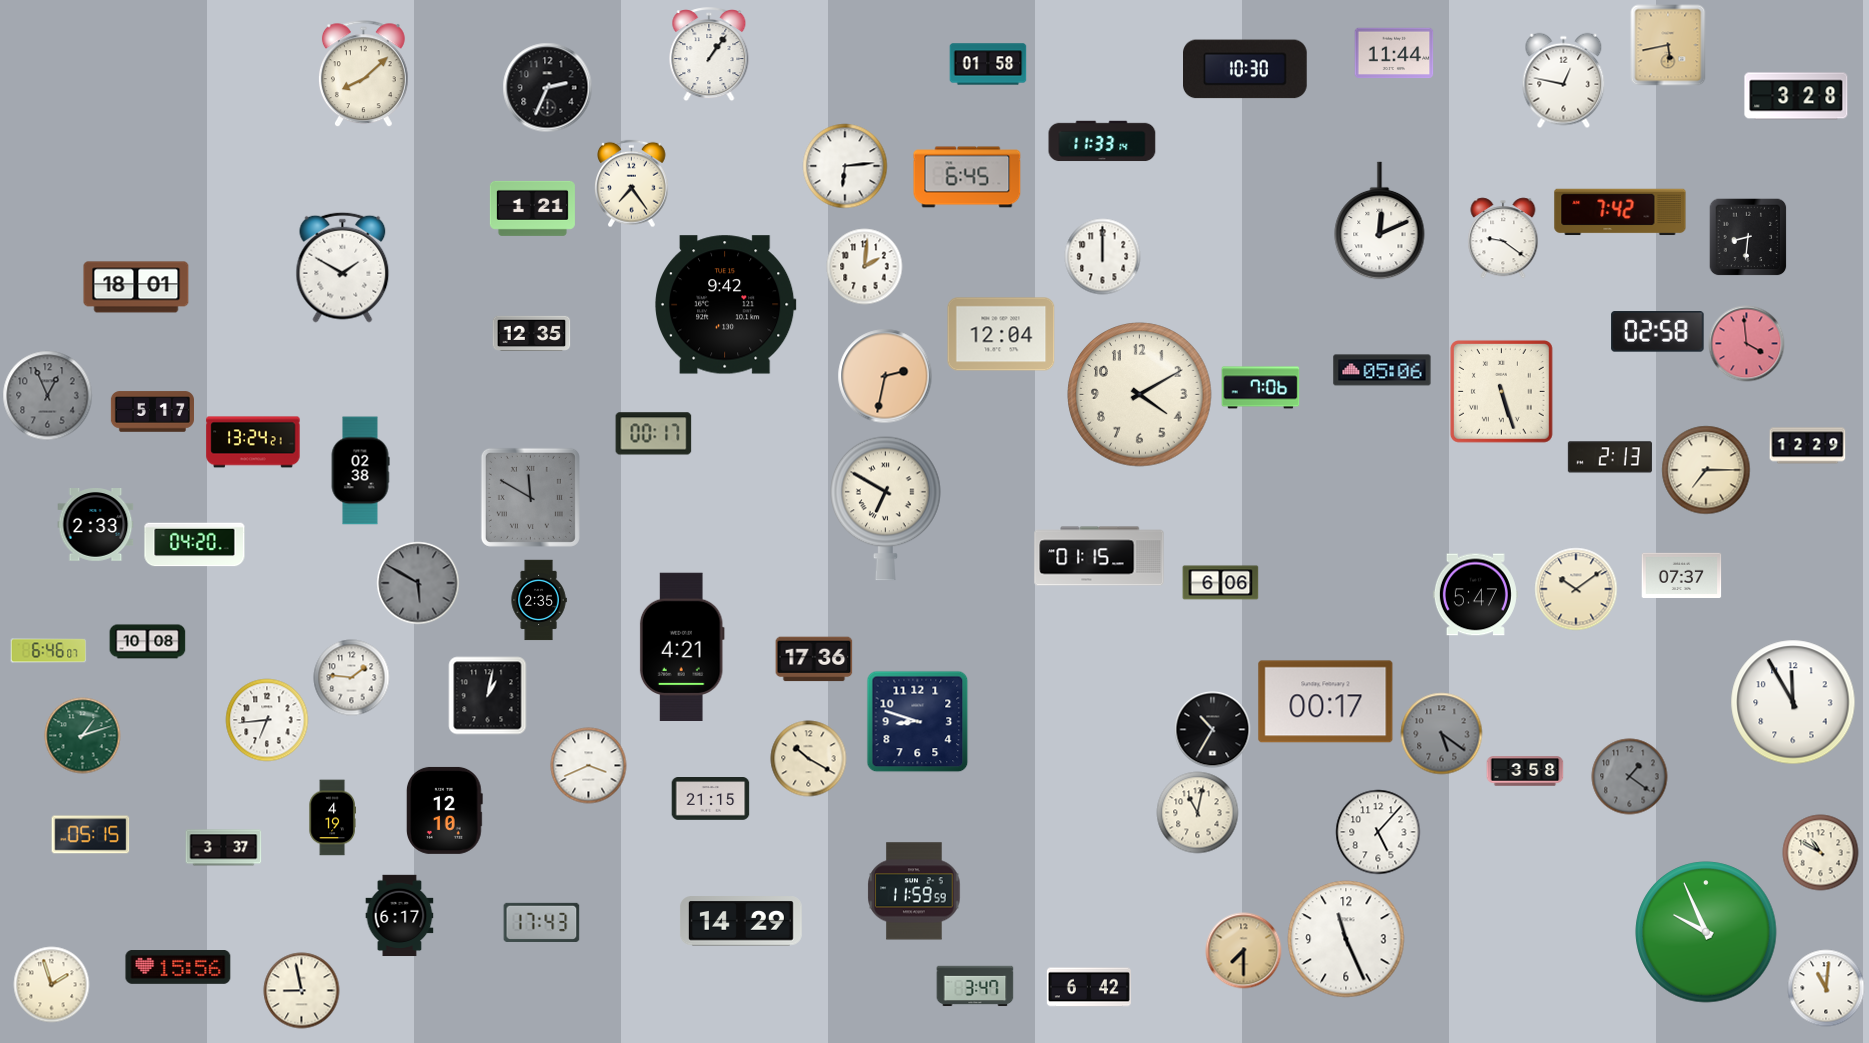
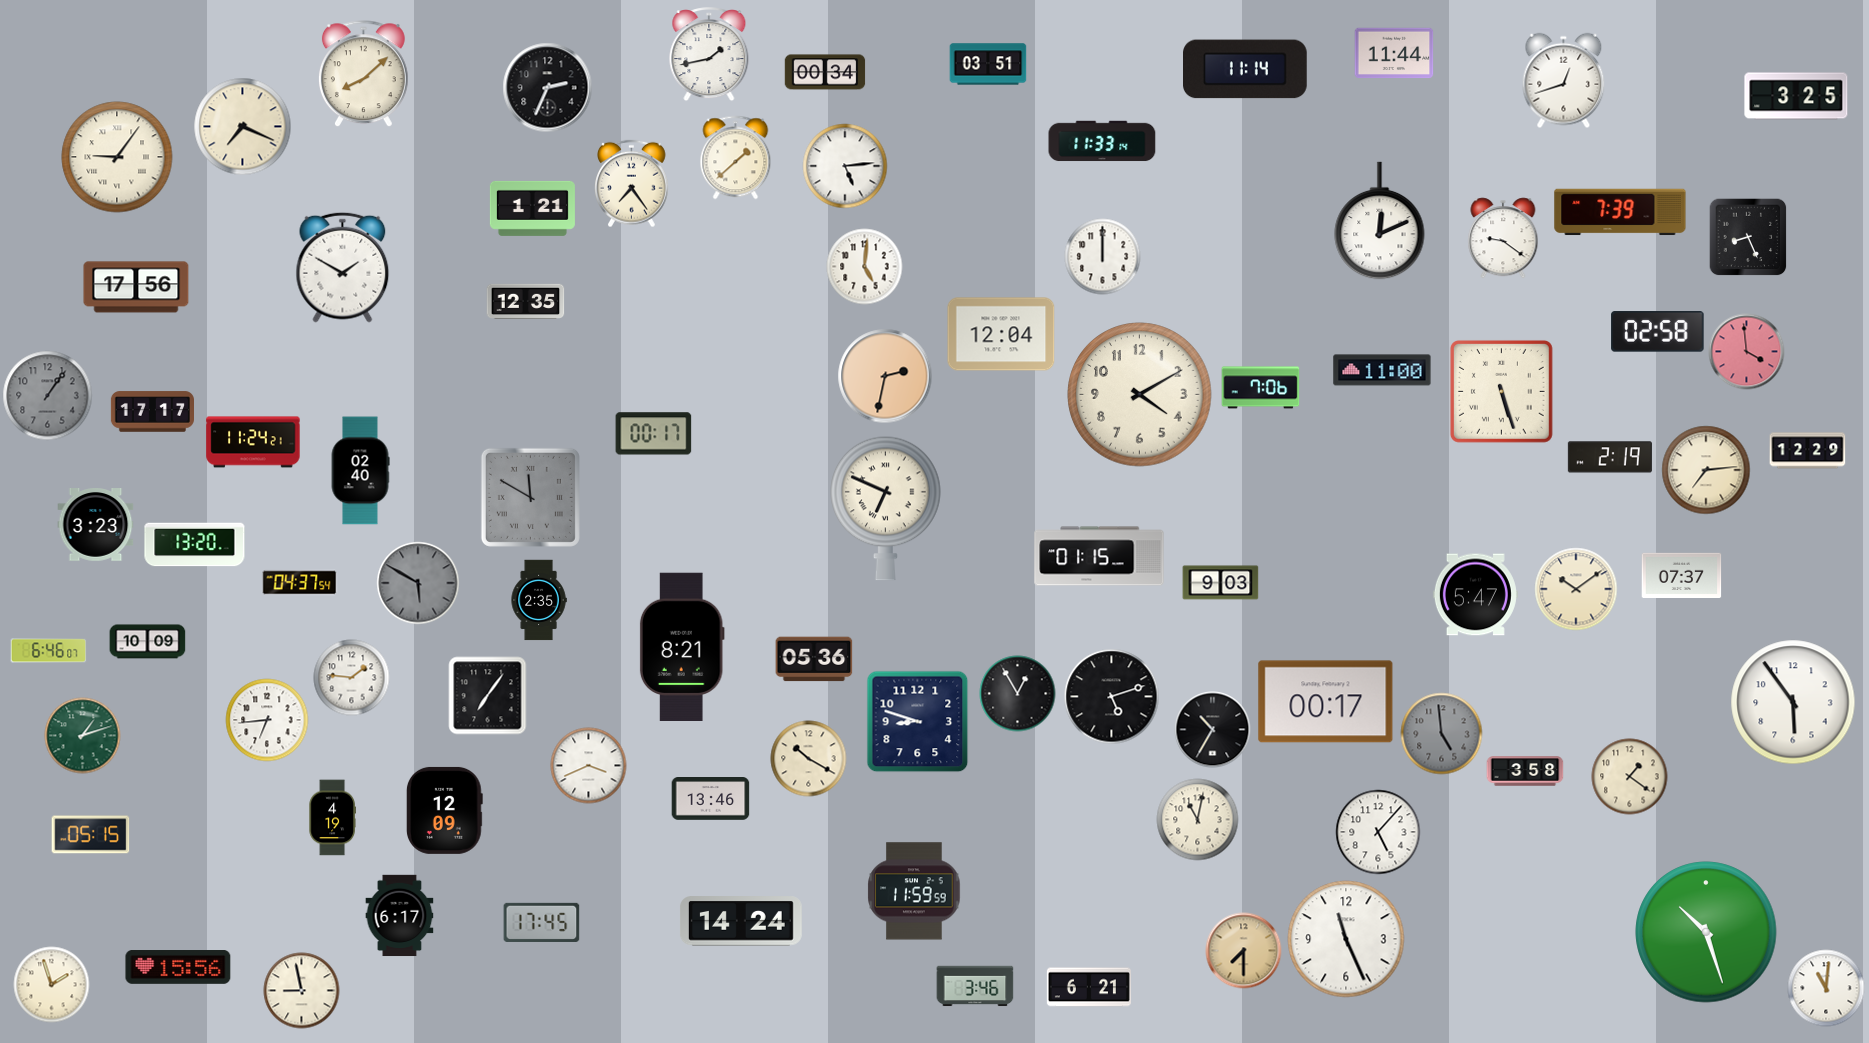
clock at (1668, 45): 5:43 -> none
clock at (709, 55): 1:06 -> 1:43
clock at (988, 64): 01:58 -> 03:51
clock at (1246, 69): 10:30 -> 11:14
clock at (825, 72): none -> 00:34
clock at (1564, 81): 12:47 -> 12:42
clock at (1796, 96): 3:28 -> 3:25
clock at (243, 127): none -> 7:19
clock at (117, 157): none -> 9:06
clock at (736, 158): none -> 1:38
clock at (845, 166): 6:14 -> 5:14
clock at (967, 177): 6:45 -> none
clock at (1620, 212): 7:42 -> 7:39
clock at (1748, 237): 8:31 -> 8:26
clock at (865, 267): 2:01 -> 5:01
clock at (136, 287): 18:01 -> 17:56
clock at (726, 305): 9:42 -> none
clock at (532, 333) position: (532, 333) -> (526, 301)
clock at (1747, 344) position: (1747, 344) -> (1747, 352)
clock at (1382, 370): 05:06 -> 11:00
clock at (48, 396): 12:56 -> 1:06
clock at (152, 412): 5:17 -> 17:17
clock at (253, 442): 13:24 -> 11:24
clock at (1808, 446) position: (1808, 446) -> (1808, 451)
clock at (1610, 457): 2:13 -> 2:19
clock at (1706, 470): 7:15 -> 7:14
clock at (360, 471): 02:38 -> 02:40
clock at (886, 508): 6:50 -> 6:49
clock at (96, 525): 2:33 -> 3:23
clock at (195, 545): 04:20 -> 13:20
clock at (300, 583): none -> 04:37
clock at (1221, 583): 6:06 -> 9:03
clock at (148, 642): 10:08 -> 10:09
clock at (682, 647): 4:21 -> 8:21
clock at (814, 659): 17:36 -> 05:36
clock at (1018, 694): none -> 12:55
clock at (488, 696): 1:02 -> 7:06
clock at (1112, 697): none -> 5:12
clock at (1793, 702): 11:55 -> 5:54
clock at (1442, 734): 5:21 -> 4:59
clock at (1630, 777) dial: grey -> cream
clock at (711, 799): 21:15 -> 13:46
clock at (444, 810): 12:10 -> 12:09
clock at (1198, 813) position: (1198, 813) -> (1198, 820)
clock at (224, 848): 3:37 -> none
clock at (1821, 853): 10:50 -> none
clock at (741, 921): 14:29 -> 14:24
clock at (542, 922): 17:43 -> 17:45
clock at (1706, 932): 9:56 -> 10:27
clock at (975, 986): 3:47 -> 3:46
clock at (1089, 987): 6:42 -> 6:21
